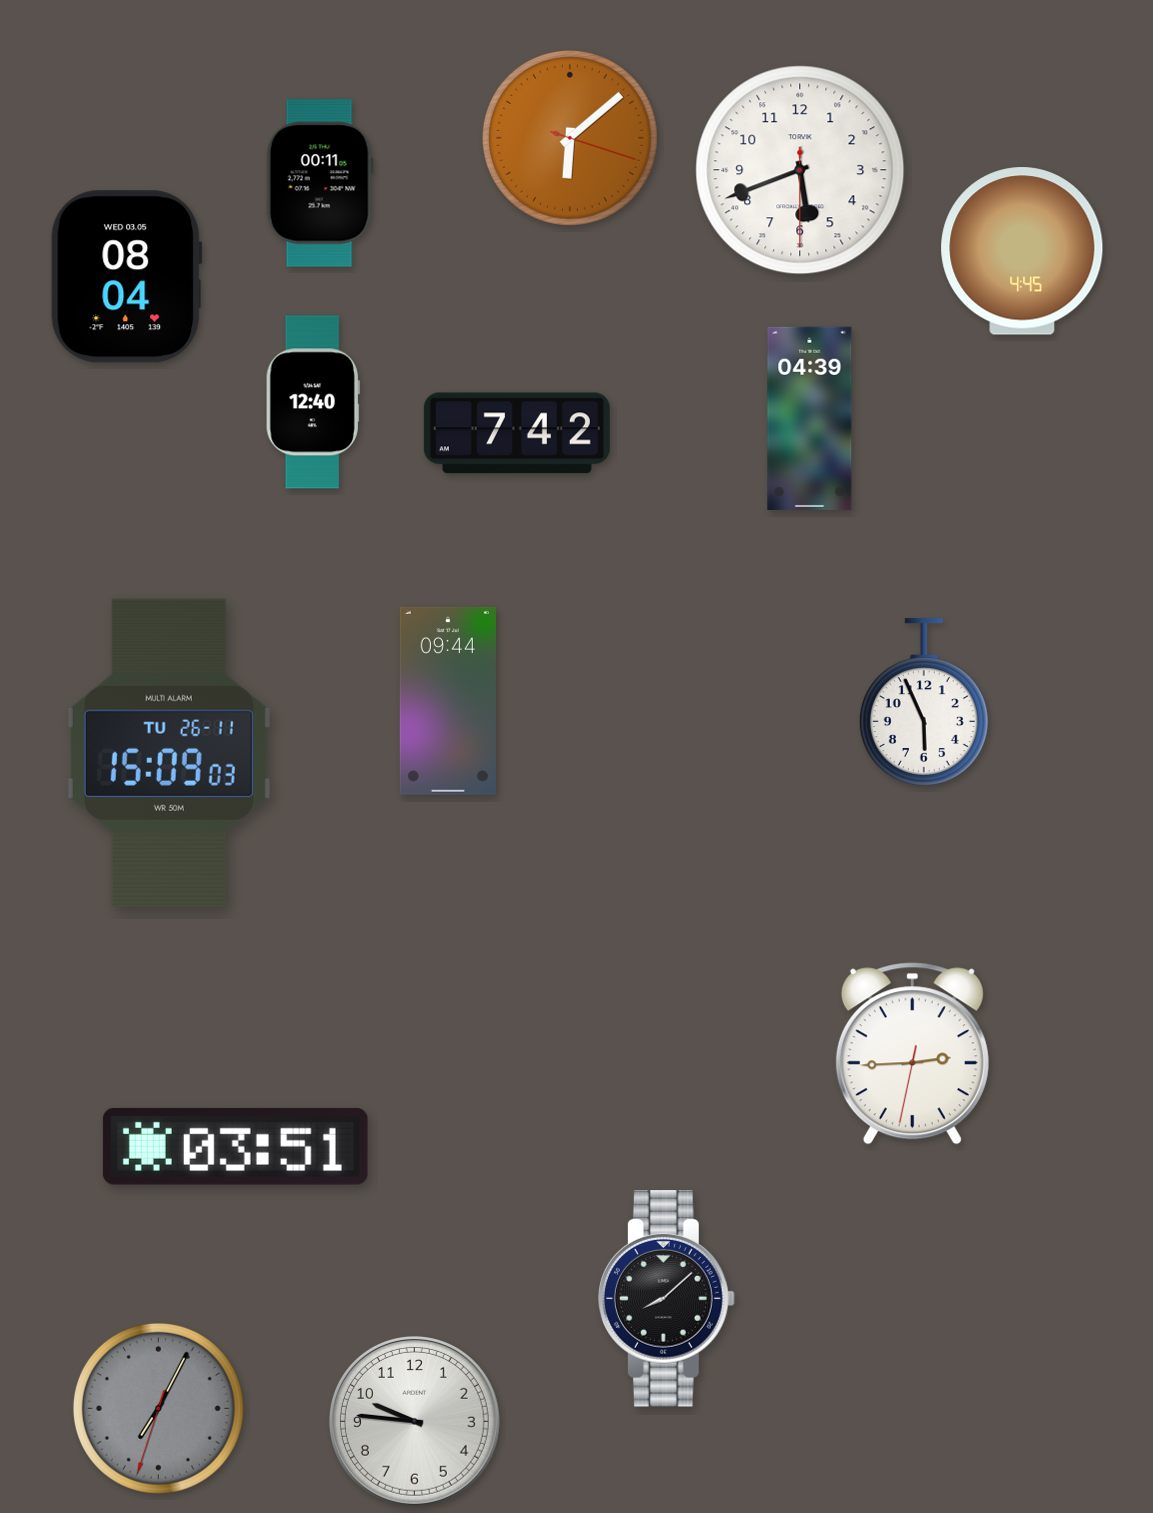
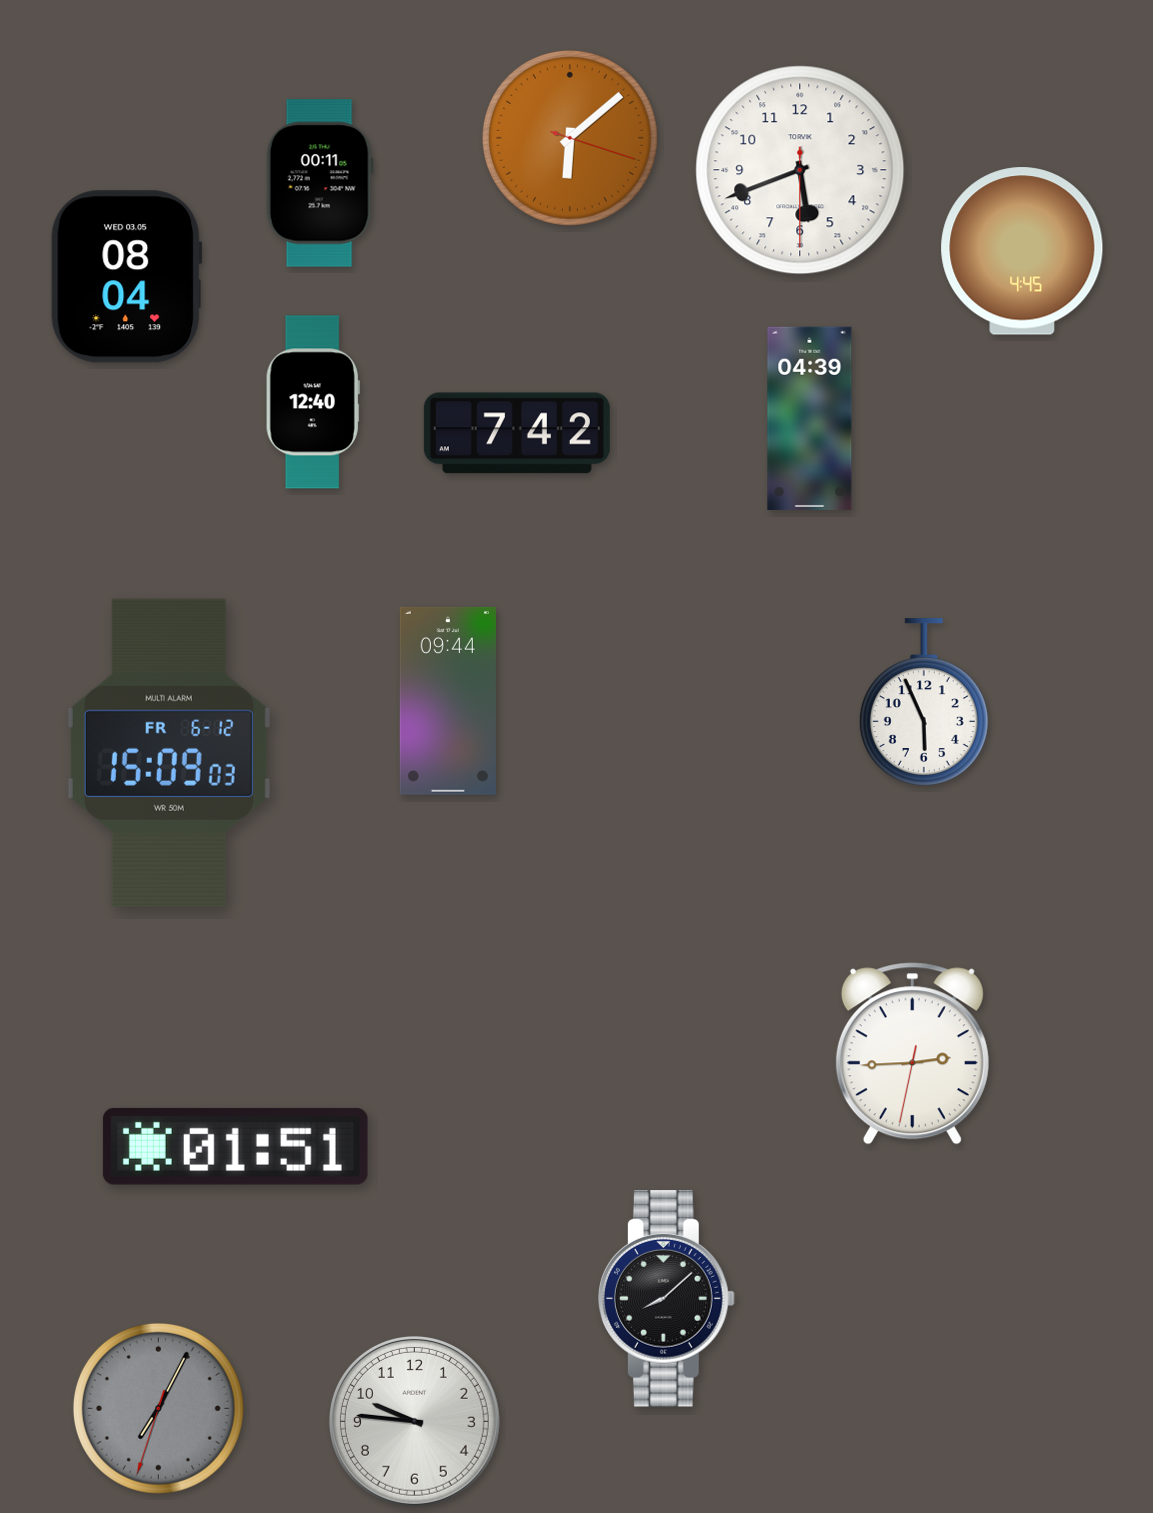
clock at (169, 753) date: TU 26-11 -> FR 6-12
clock at (235, 1146): 03:51 -> 01:51
